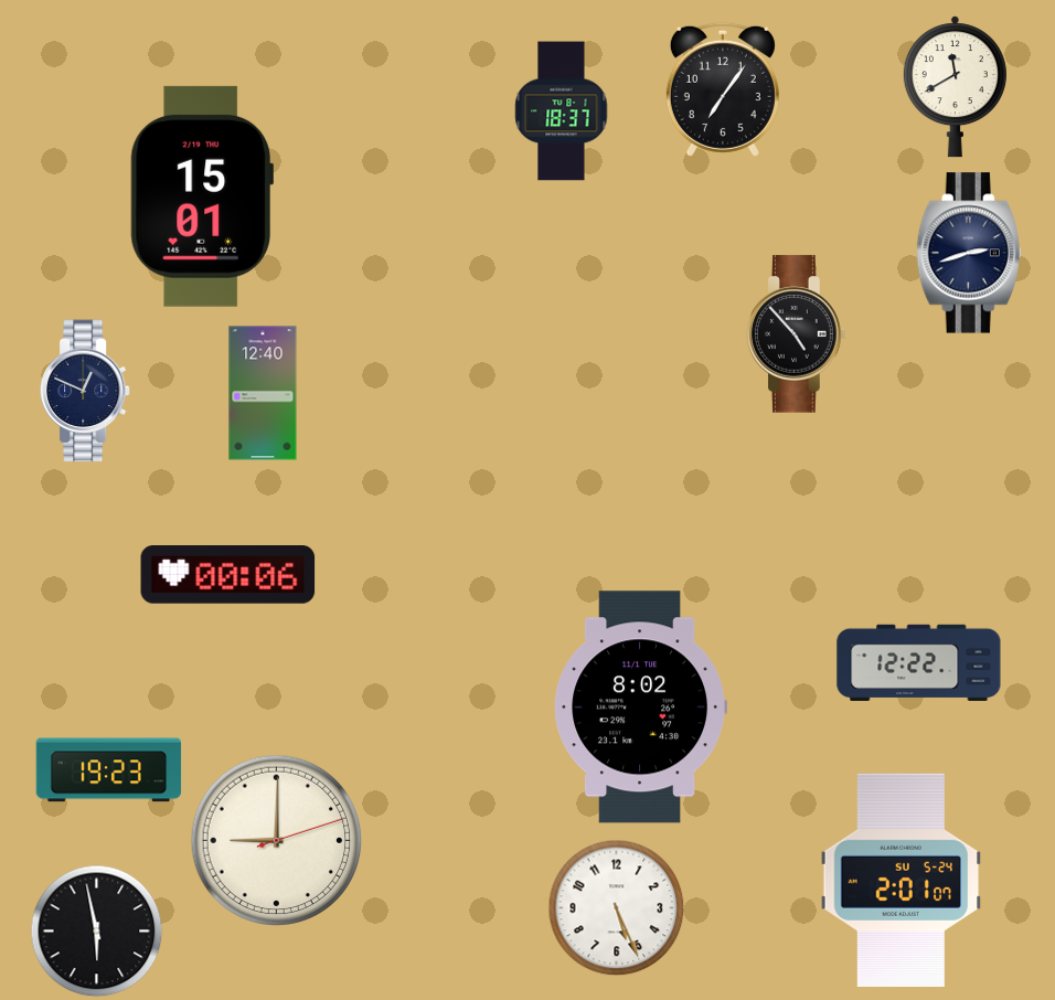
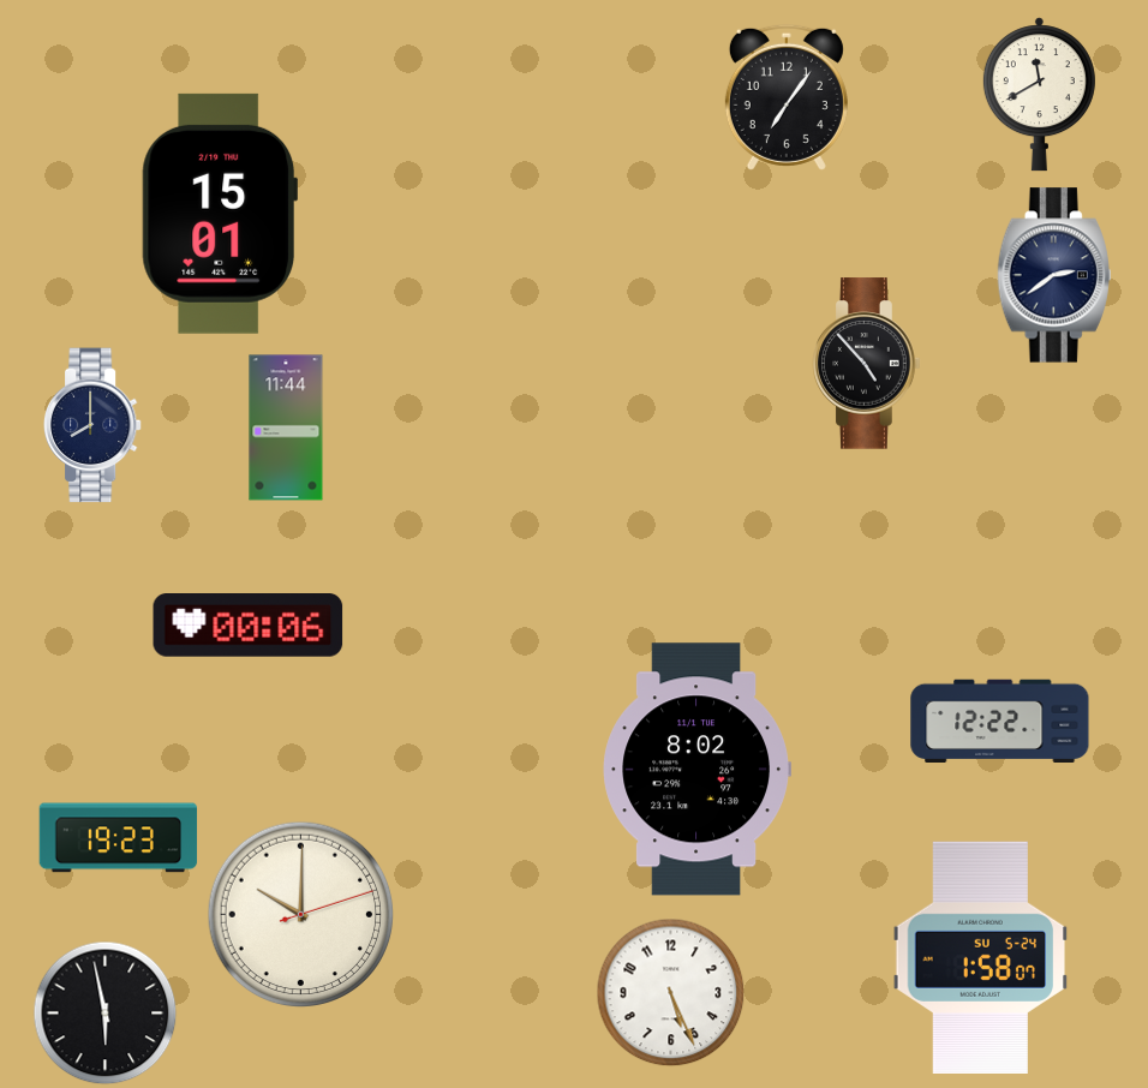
clock at (562, 111): 18:37 -> none
clock at (969, 253): 2:42 -> 2:39
clock at (85, 391): 12:49 -> 8:00
clock at (263, 393): 12:40 -> 11:44
clock at (277, 841): 9:00 -> 10:00
clock at (902, 880): 2:01 -> 1:58
clock at (617, 908) position: (617, 908) -> (671, 993)
